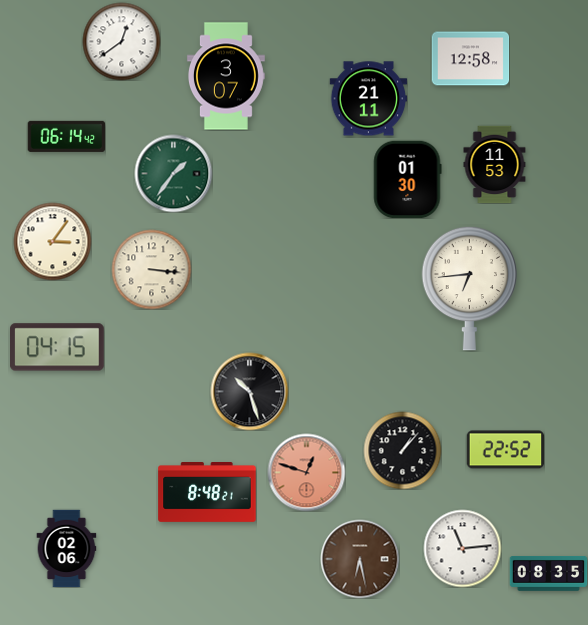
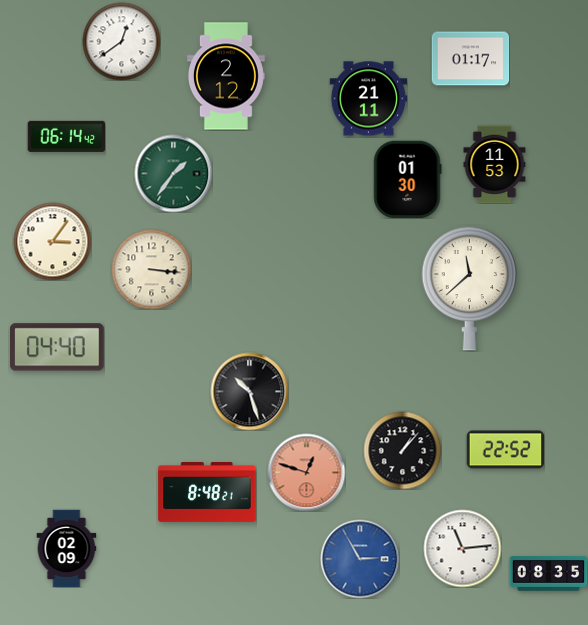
clock at (470, 59): 12:58 -> 01:17
clock at (226, 76): 3:07 -> 2:12
clock at (470, 288): 6:44 -> 11:38
clock at (58, 347): 04:15 -> 04:40
clock at (67, 548): 02:06 -> 02:09
clock at (360, 559): 6:28 -> 2:55
clock at (360, 559) dial: brown -> blue
